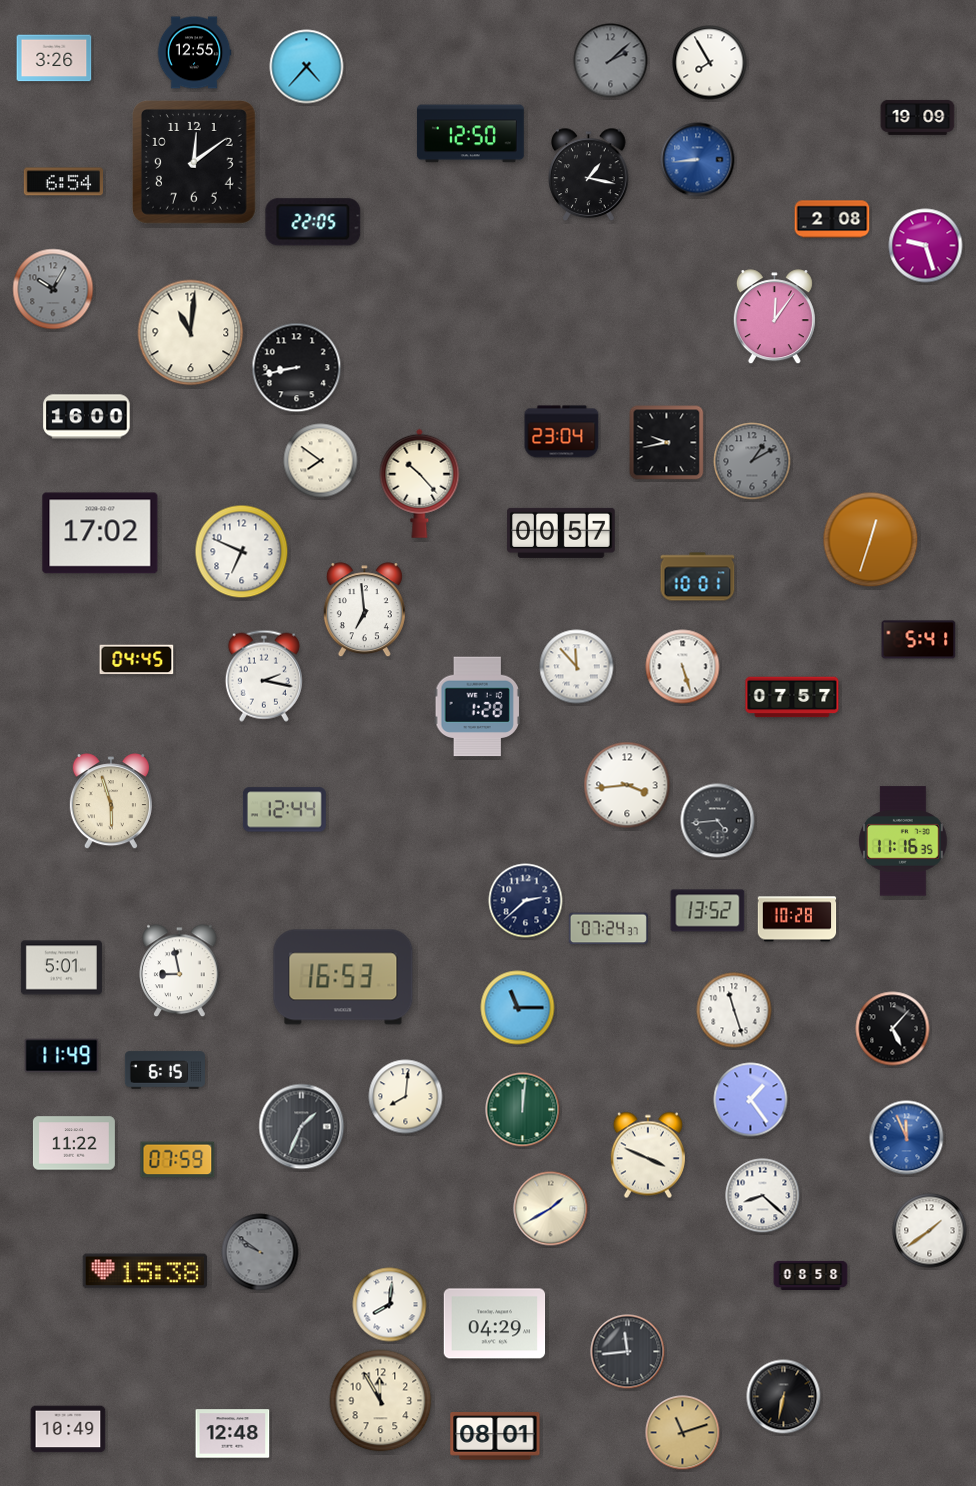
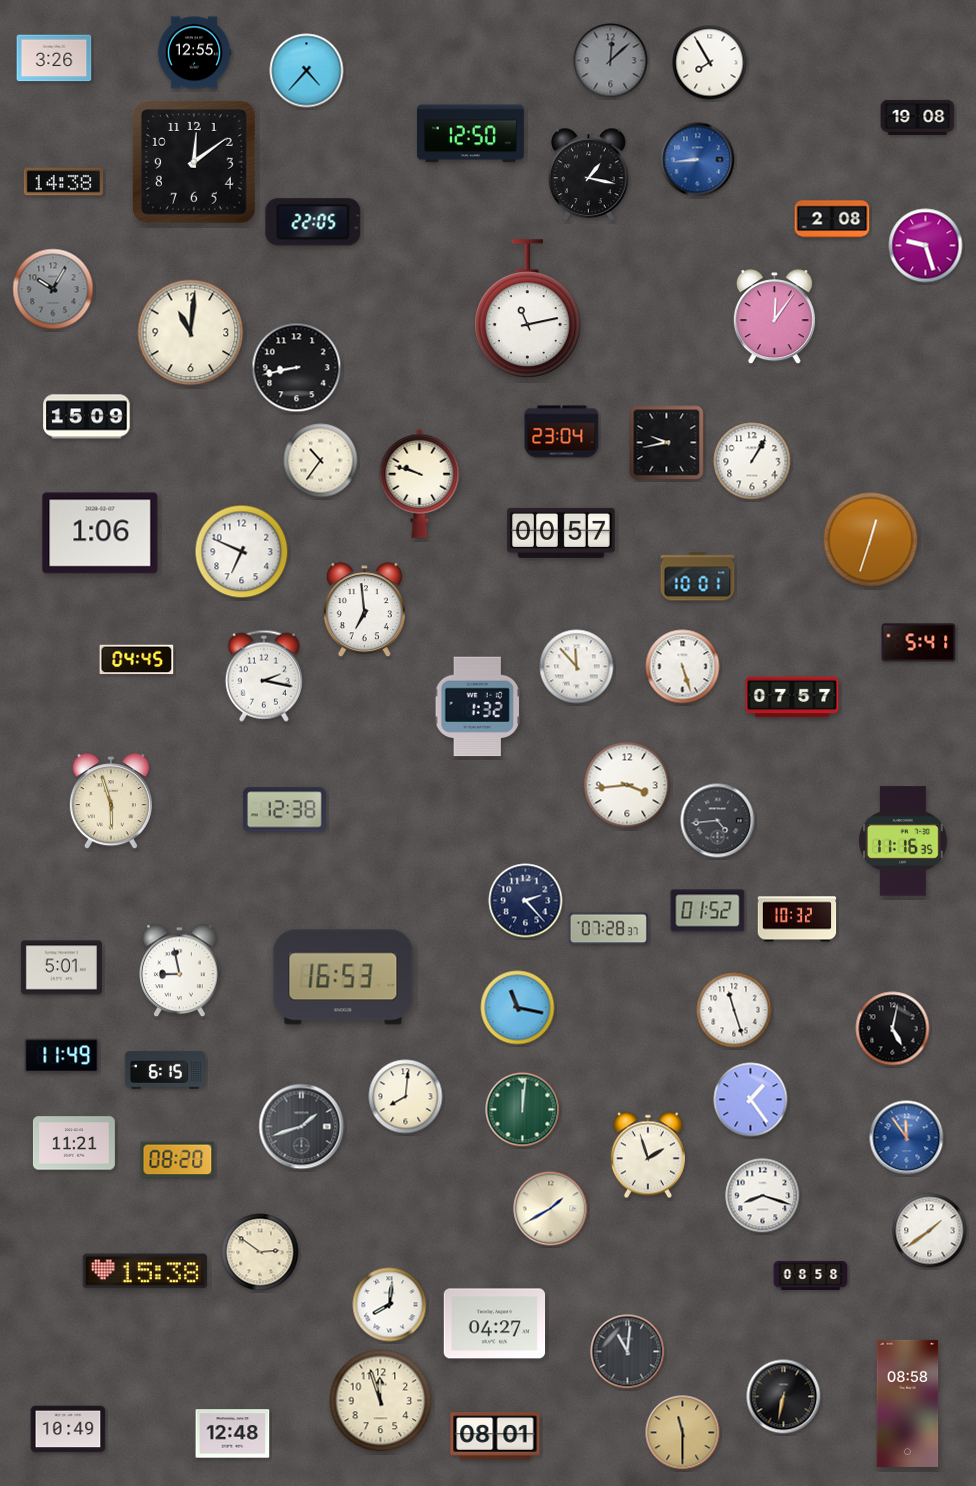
clock at (611, 61): 2:08 -> 12:08
clock at (307, 67) position: (307, 67) -> (307, 71)
clock at (918, 117): 19:09 -> 19:08
clock at (63, 182): 6:54 -> 14:38
clock at (527, 309): none -> 11:13
clock at (87, 417): 16:00 -> 15:09
clock at (321, 461): 7:51 -> 10:36
clock at (752, 461): 1:10 -> 1:05
clock at (752, 461) dial: grey -> white
clock at (420, 483): 10:23 -> 9:48
clock at (100, 533): 17:02 -> 1:06
clock at (919, 640) position: (919, 640) -> (919, 643)
clock at (477, 707): 1:28 -> 1:32
clock at (284, 810): 12:44 -> 12:38
clock at (526, 901): 2:38 -> 2:23
clock at (708, 911): 13:52 -> 01:52
clock at (797, 919): 10:28 -> 10:32
clock at (608, 929): 07:24 -> 07:28
clock at (518, 1008): 11:15 -> 11:17
clock at (893, 1029): 5:07 -> 5:02
clock at (302, 1127): 1:34 -> 1:42
clock at (907, 1138): 11:56 -> 11:54
clock at (74, 1143): 11:22 -> 11:21
clock at (648, 1155): 3:49 -> 1:57
clock at (178, 1160): 07:59 -> 08:20
clock at (763, 1196): 8:22 -> 8:18
clock at (260, 1252): 9:51 -> 2:51
clock at (260, 1252) dial: grey -> cream
clock at (495, 1324): 04:29 -> 04:27
clock at (628, 1352): 11:44 -> 11:01
clock at (381, 1401): 11:55 -> 11:57
clock at (908, 1403): none -> 08:58
clock at (683, 1433): 11:12 -> 11:30
